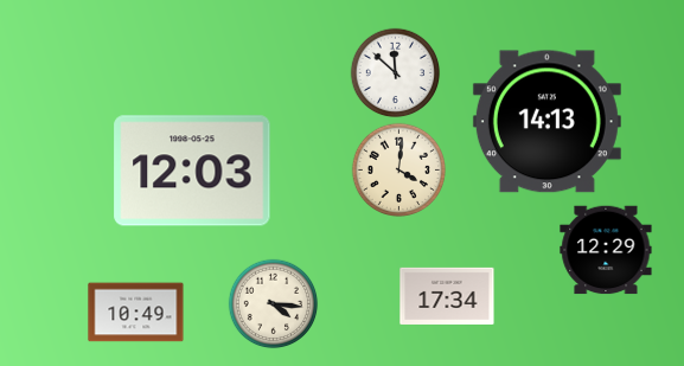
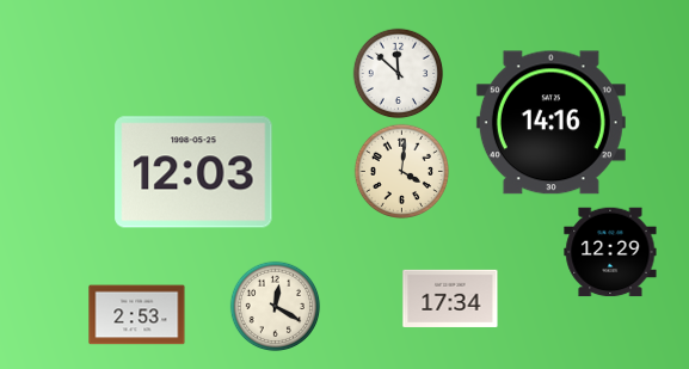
clock at (546, 122): 14:13 -> 14:16
clock at (274, 304): 4:16 -> 12:20
clock at (136, 313): 10:49 -> 2:53
